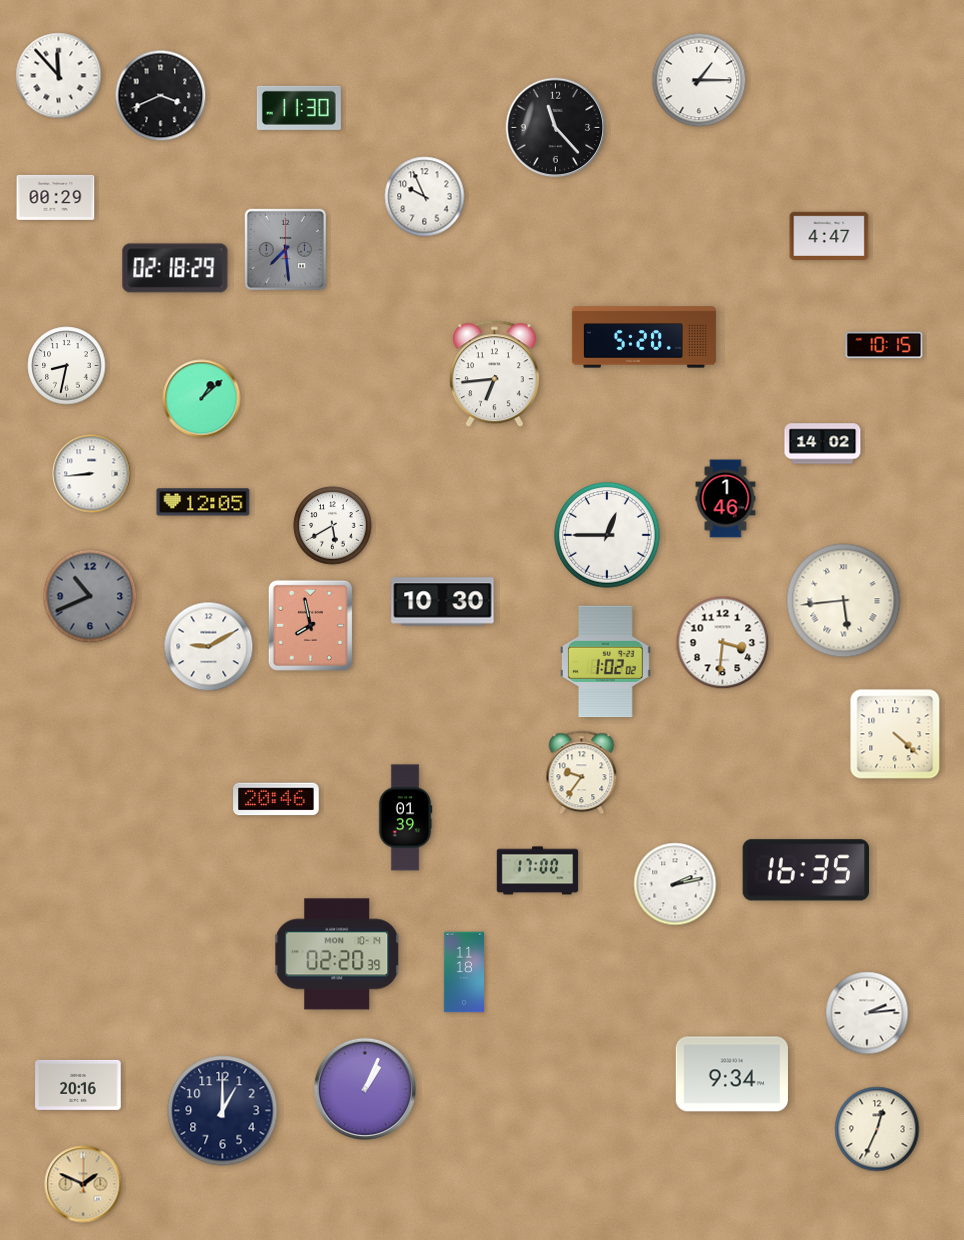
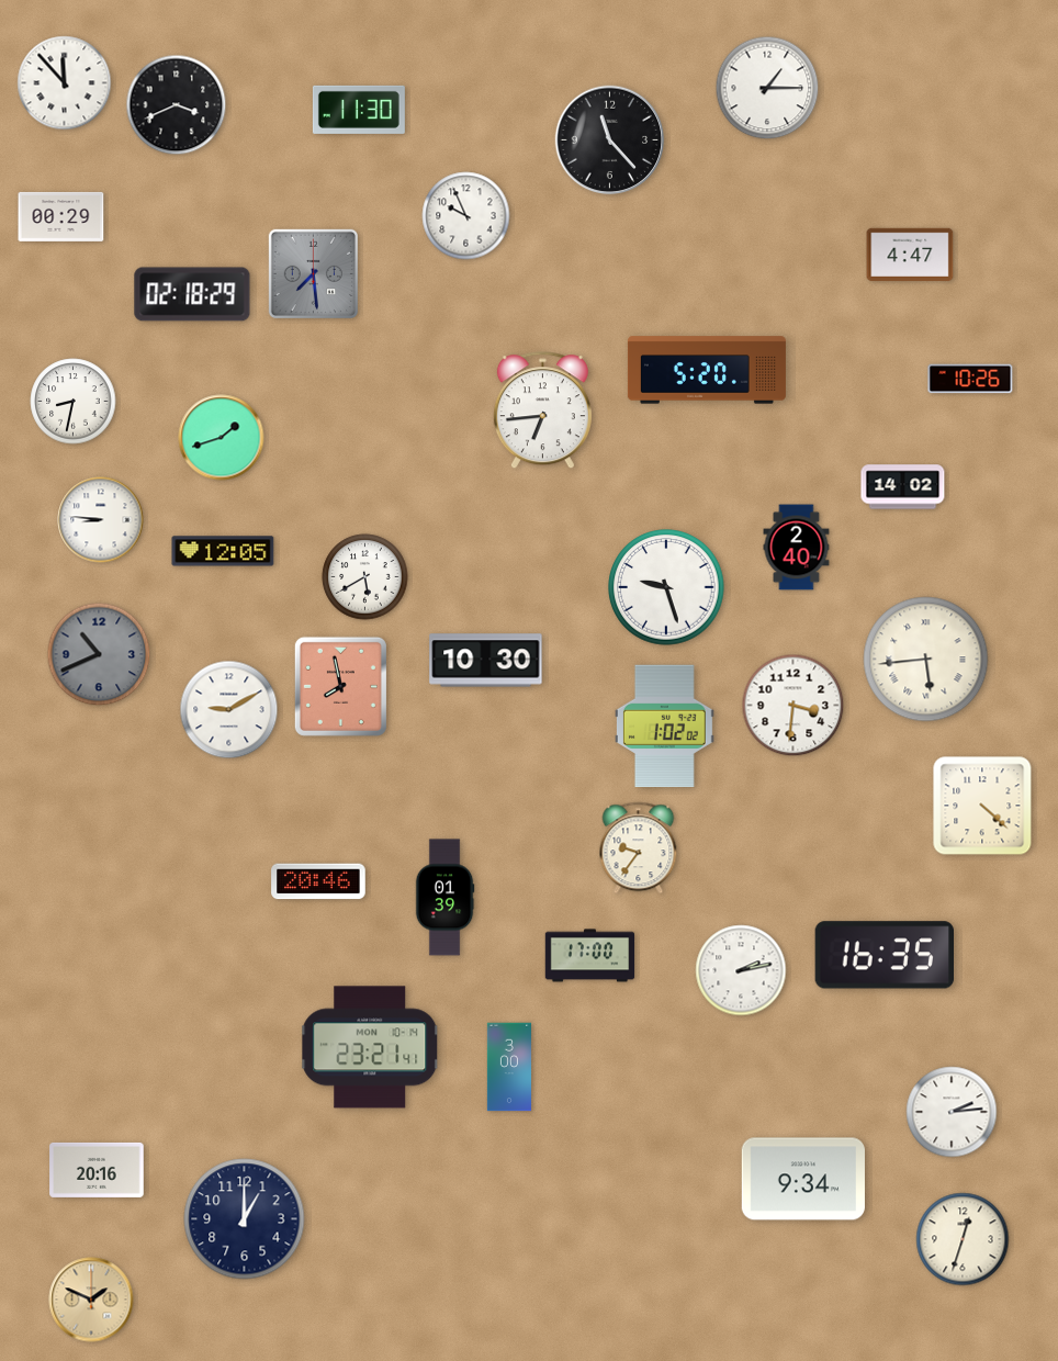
clock at (299, 108) position: (299, 108) -> (359, 110)
clock at (829, 235) position: (829, 235) -> (910, 254)
clock at (884, 345): 10:15 -> 10:26
clock at (202, 399): 1:08 -> 1:42
clock at (92, 474): 8:44 -> 8:46
clock at (726, 499): 1:46 -> 2:40
clock at (607, 535): 12:45 -> 9:27
clock at (276, 799) position: (276, 799) -> (318, 881)
clock at (337, 954): 02:20 -> 23:21
clock at (463, 972): 11:18 -> 3:00
clock at (78, 1085) position: (78, 1085) -> (97, 1170)
clock at (364, 1088): 1:04 -> none
clock at (877, 1129): 12:34 -> 12:33
